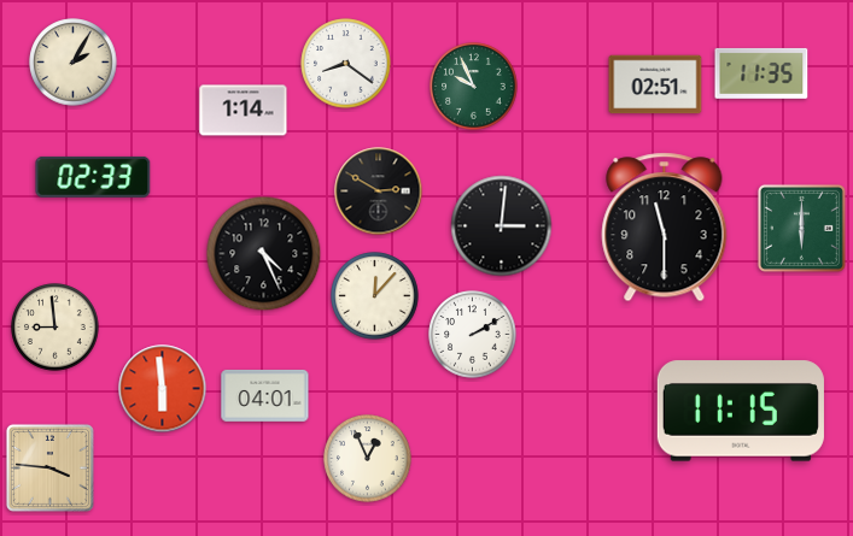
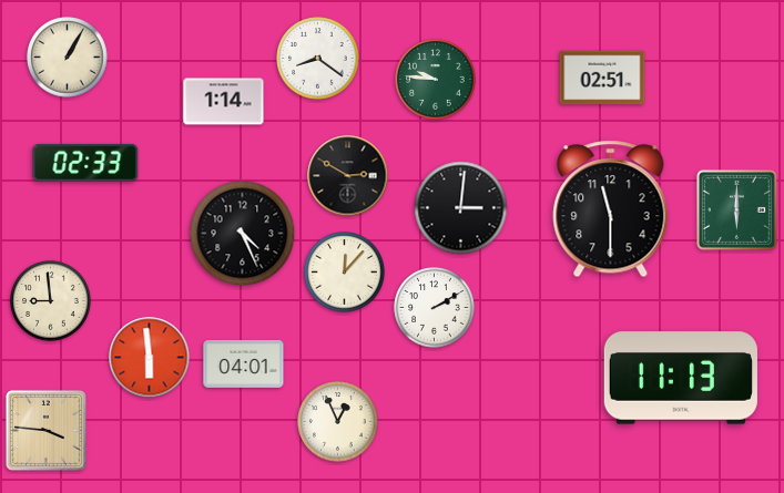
clock at (74, 63): 2:05 -> 1:05
clock at (761, 73): 11:35 -> none
clock at (474, 87): 9:56 -> 9:46
clock at (741, 411): 11:15 -> 11:13
